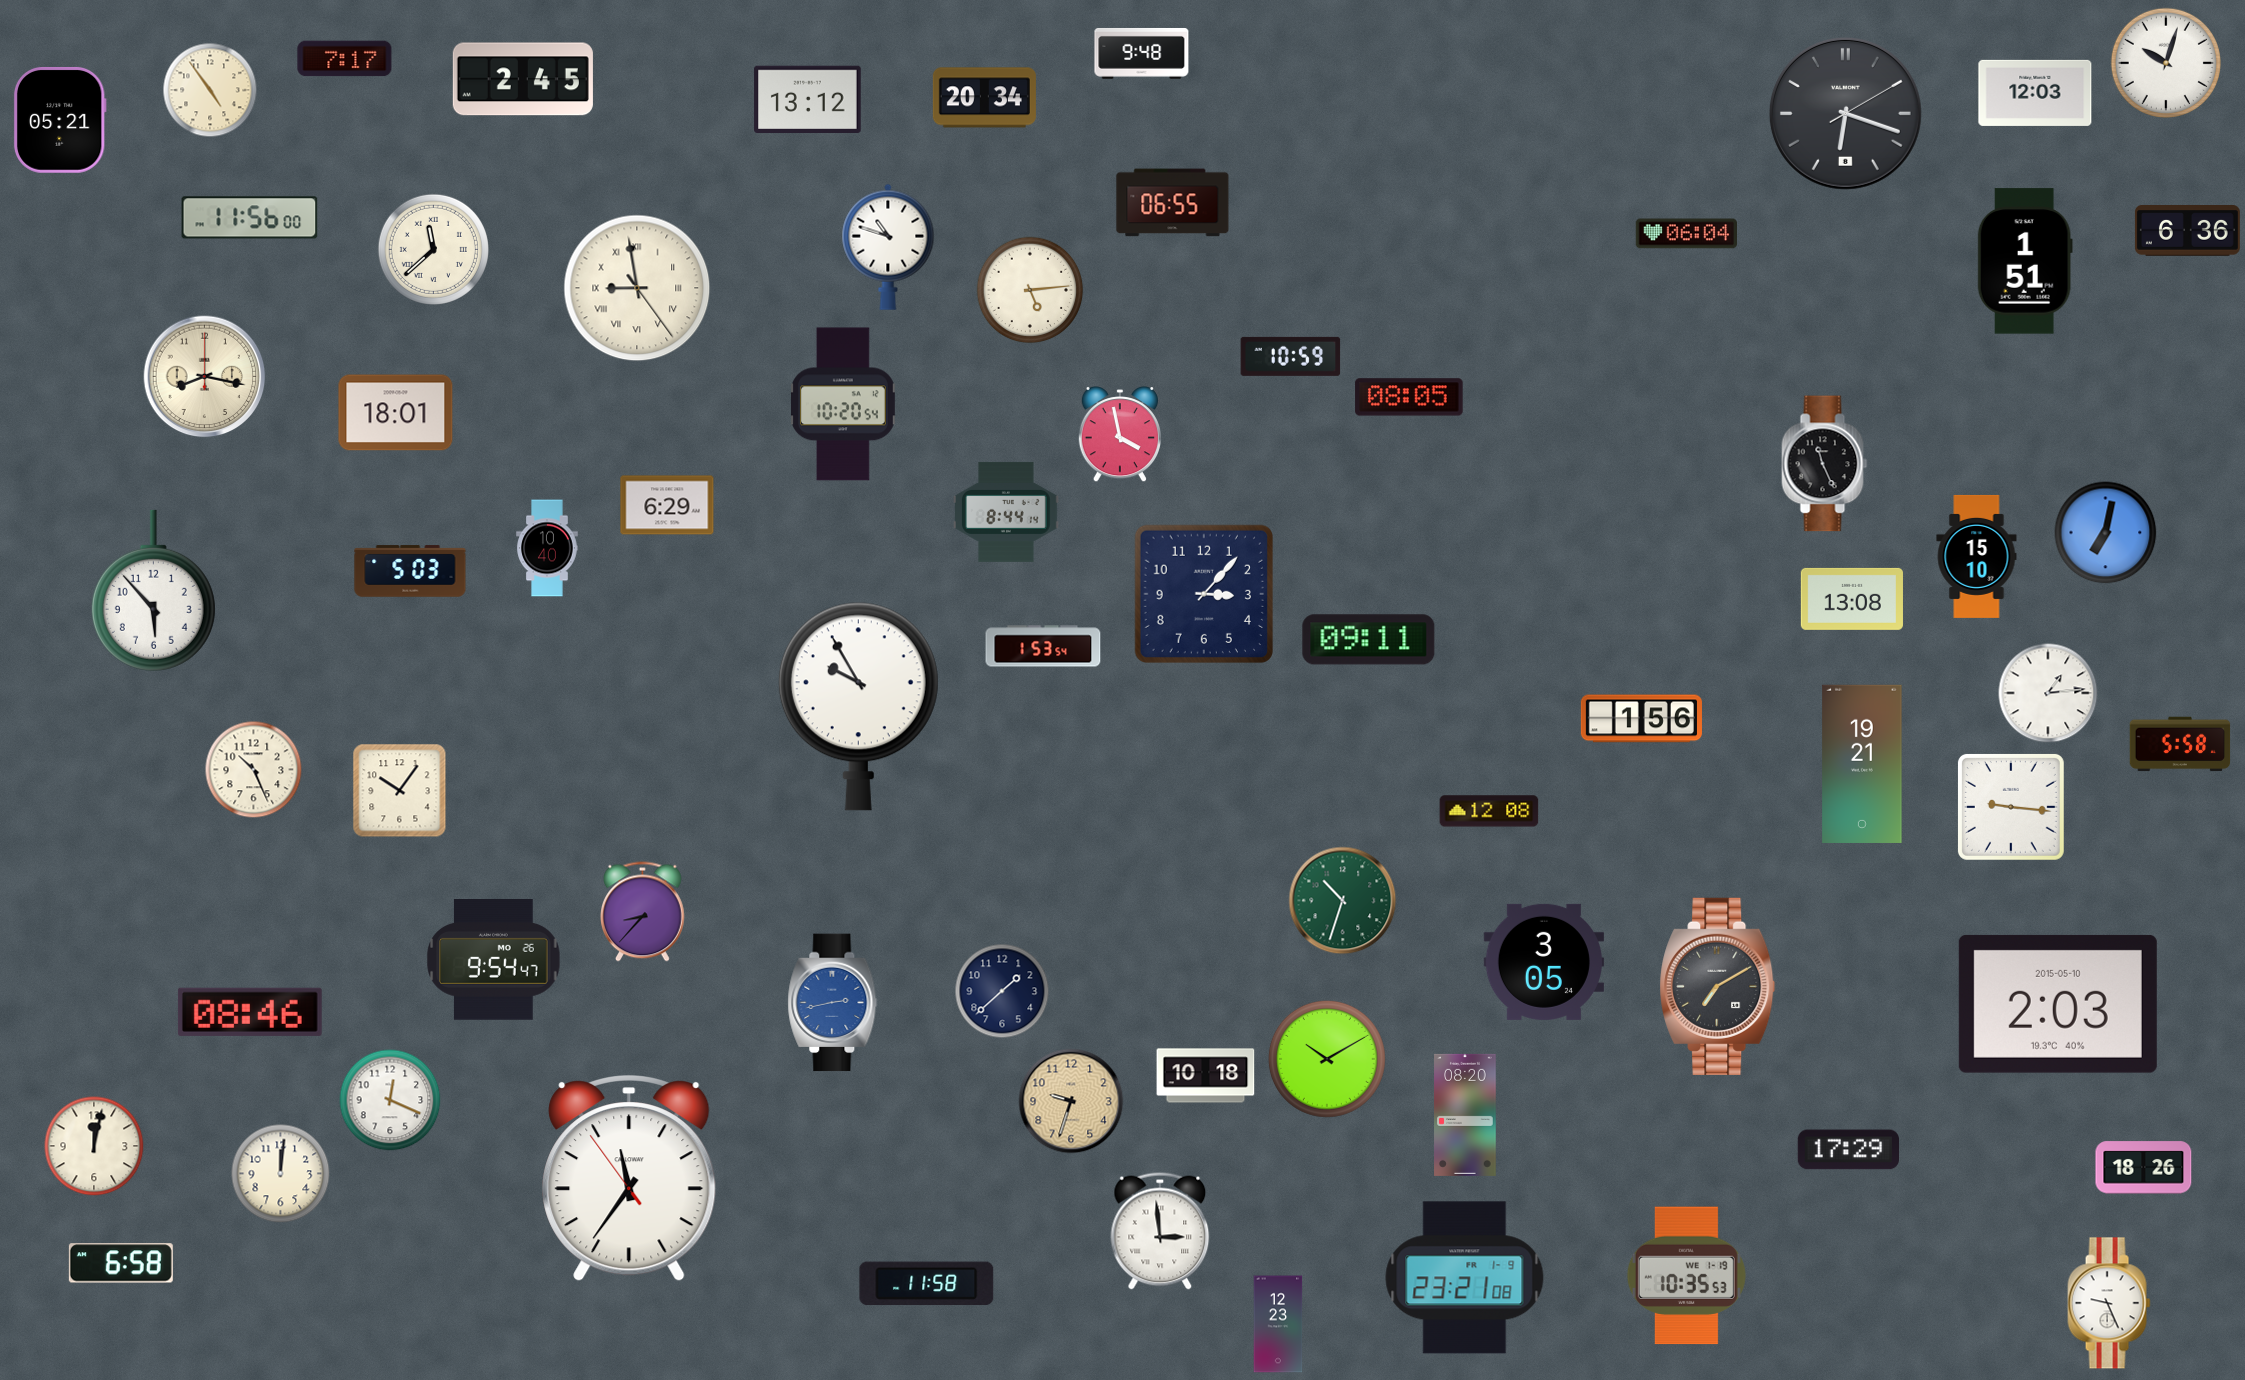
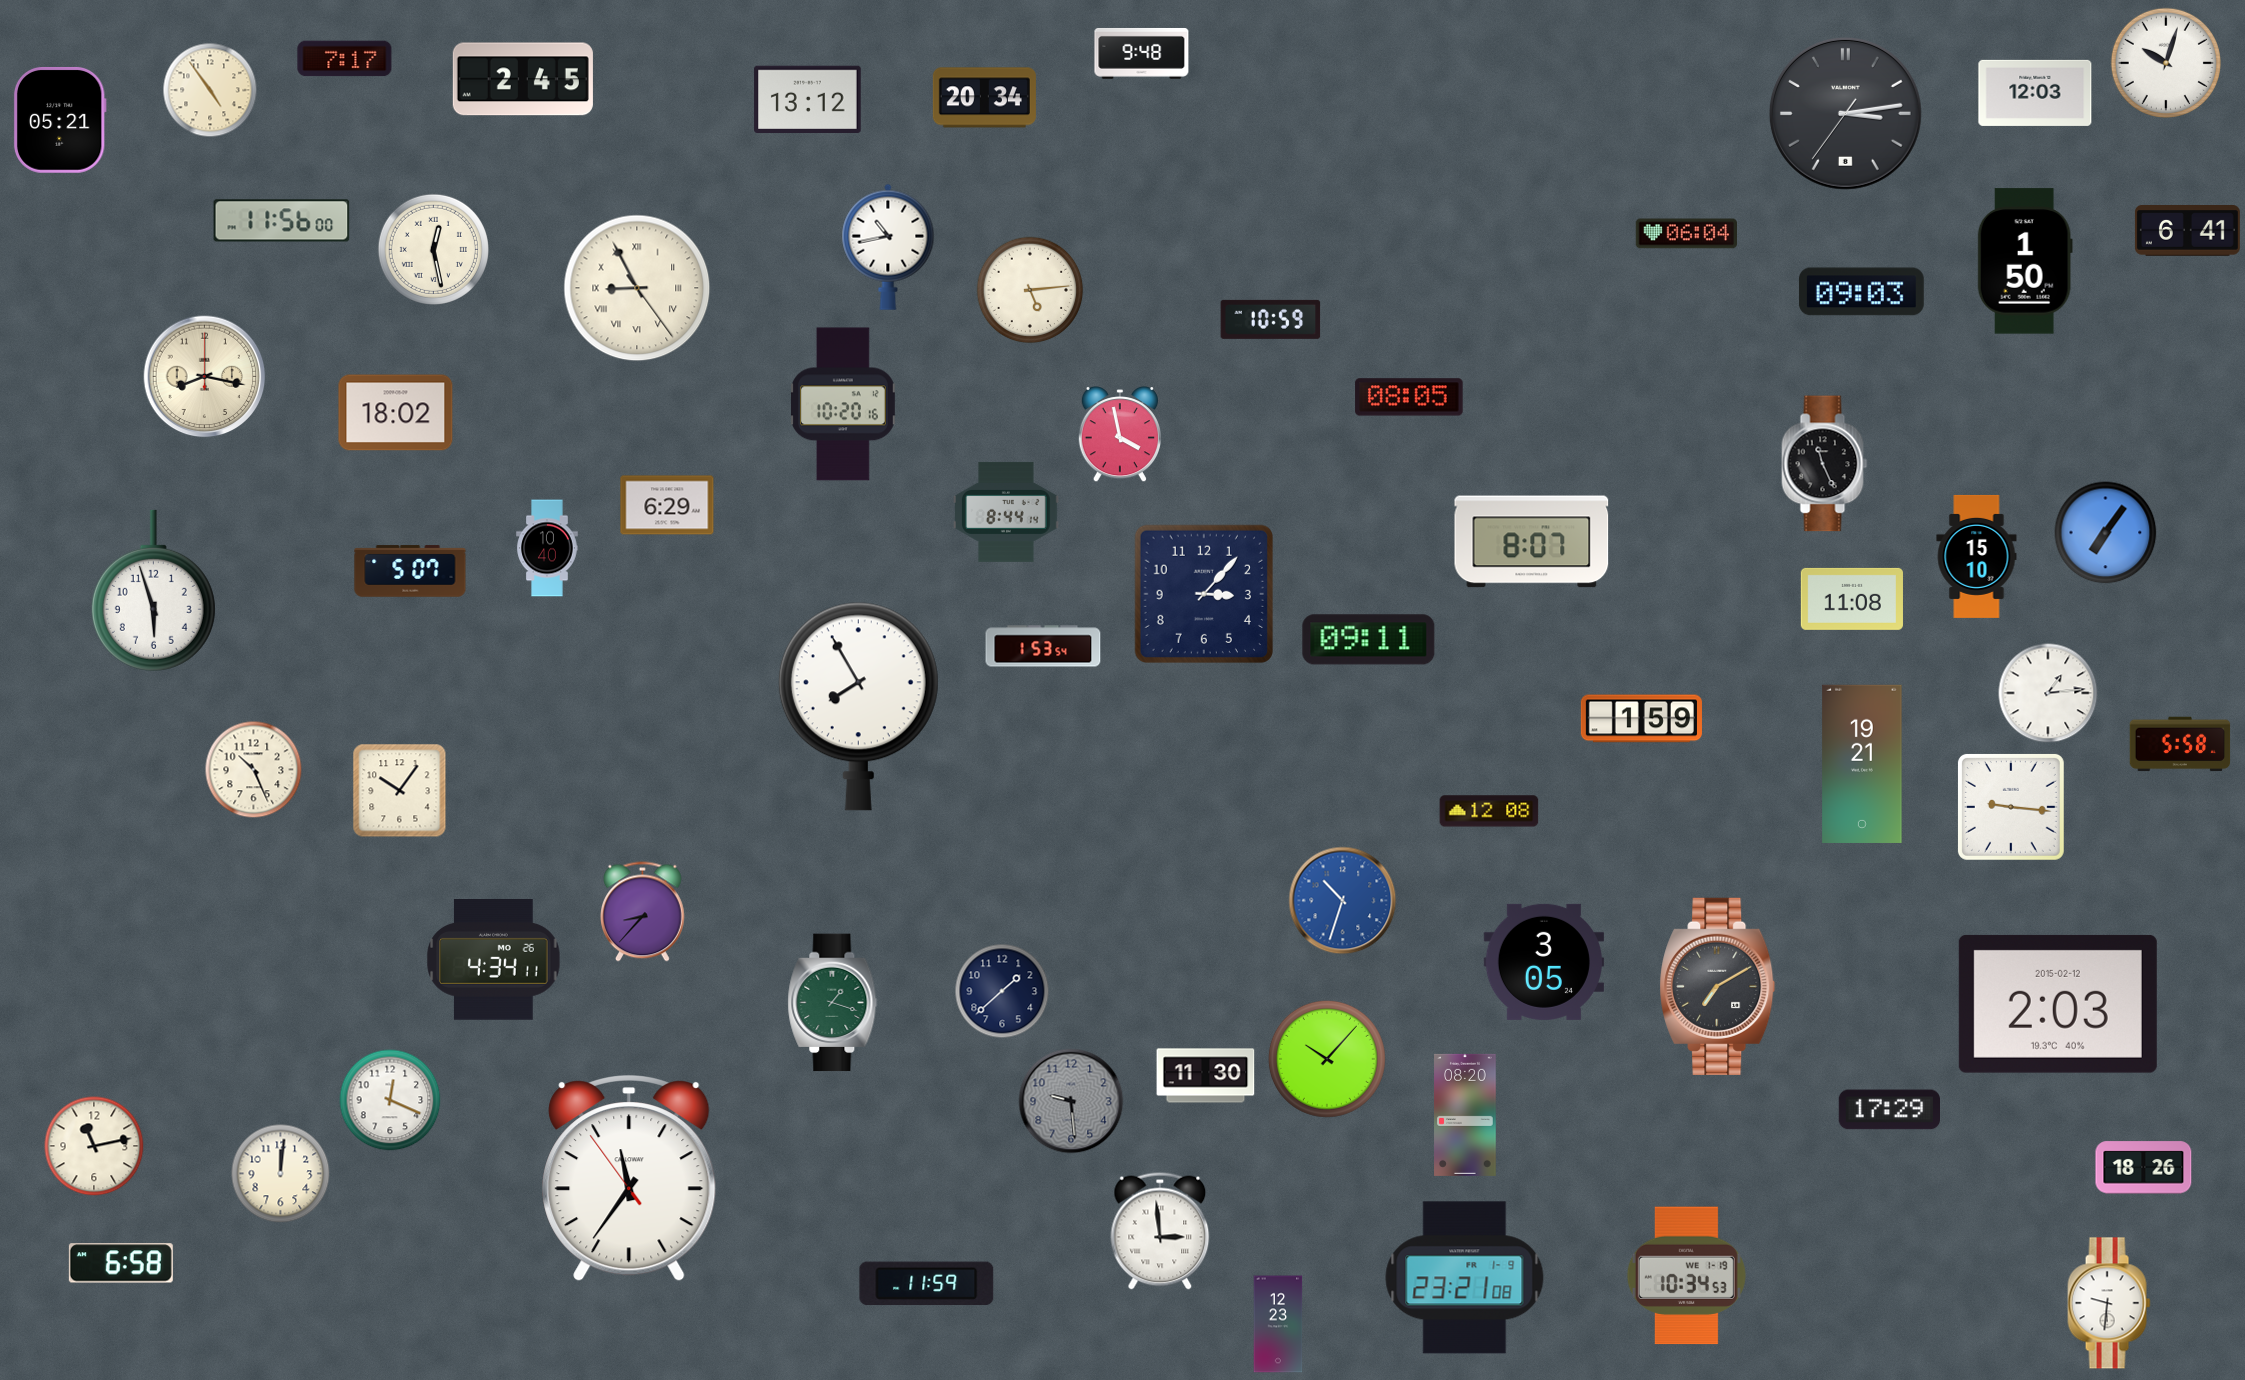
clock at (1845, 113): 6:18 -> 3:13
clock at (1173, 203): 06:55 -> none
clock at (250, 218) position: (250, 218) -> (282, 221)
clock at (2187, 231): 6:36 -> 6:41
clock at (888, 247): 10:48 -> 10:43
clock at (433, 249): 11:38 -> 12:28
clock at (2025, 261): 1:51 -> 1:50
clock at (637, 288): 8:58 -> 8:55
clock at (1861, 292): none -> 09:03
clock at (1291, 356) position: (1291, 356) -> (1271, 319)
clock at (844, 404): 10:20:54 -> 10:20:16
clock at (396, 413): 18:01 -> 18:02
clock at (2106, 533): 7:02 -> 7:06
clock at (1532, 542): none -> 8:07
clock at (410, 571): 5:03 -> 5:07
clock at (153, 590): 5:53 -> 5:57
clock at (1852, 599): 13:08 -> 11:08
clock at (858, 706): 9:55 -> 7:55
clock at (1641, 719): 1:56 -> 1:59
clock at (1343, 901) dial: green -> blue
clock at (494, 960): 9:54 -> 4:34
clock at (833, 1003): 2:43 -> 1:18
clock at (833, 1003) dial: blue -> green
clock at (2058, 1004) date: 2015-05-10 -> 2015-02-12
clock at (250, 1012): 08:46 -> none
clock at (1327, 1059): 10:10 -> 10:07
clock at (1206, 1076): 10:18 -> 11:30
clock at (1071, 1101): 9:33 -> 9:29
clock at (1071, 1101) dial: champagne -> grey
clock at (94, 1146): 12:02 -> 11:13
clock at (1848, 1150) position: (1848, 1150) -> (1889, 1110)
clock at (1686, 1276): 10:35 -> 10:34
clock at (927, 1284): 11:58 -> 11:59
clock at (2109, 1303): 9:26 -> 9:31
